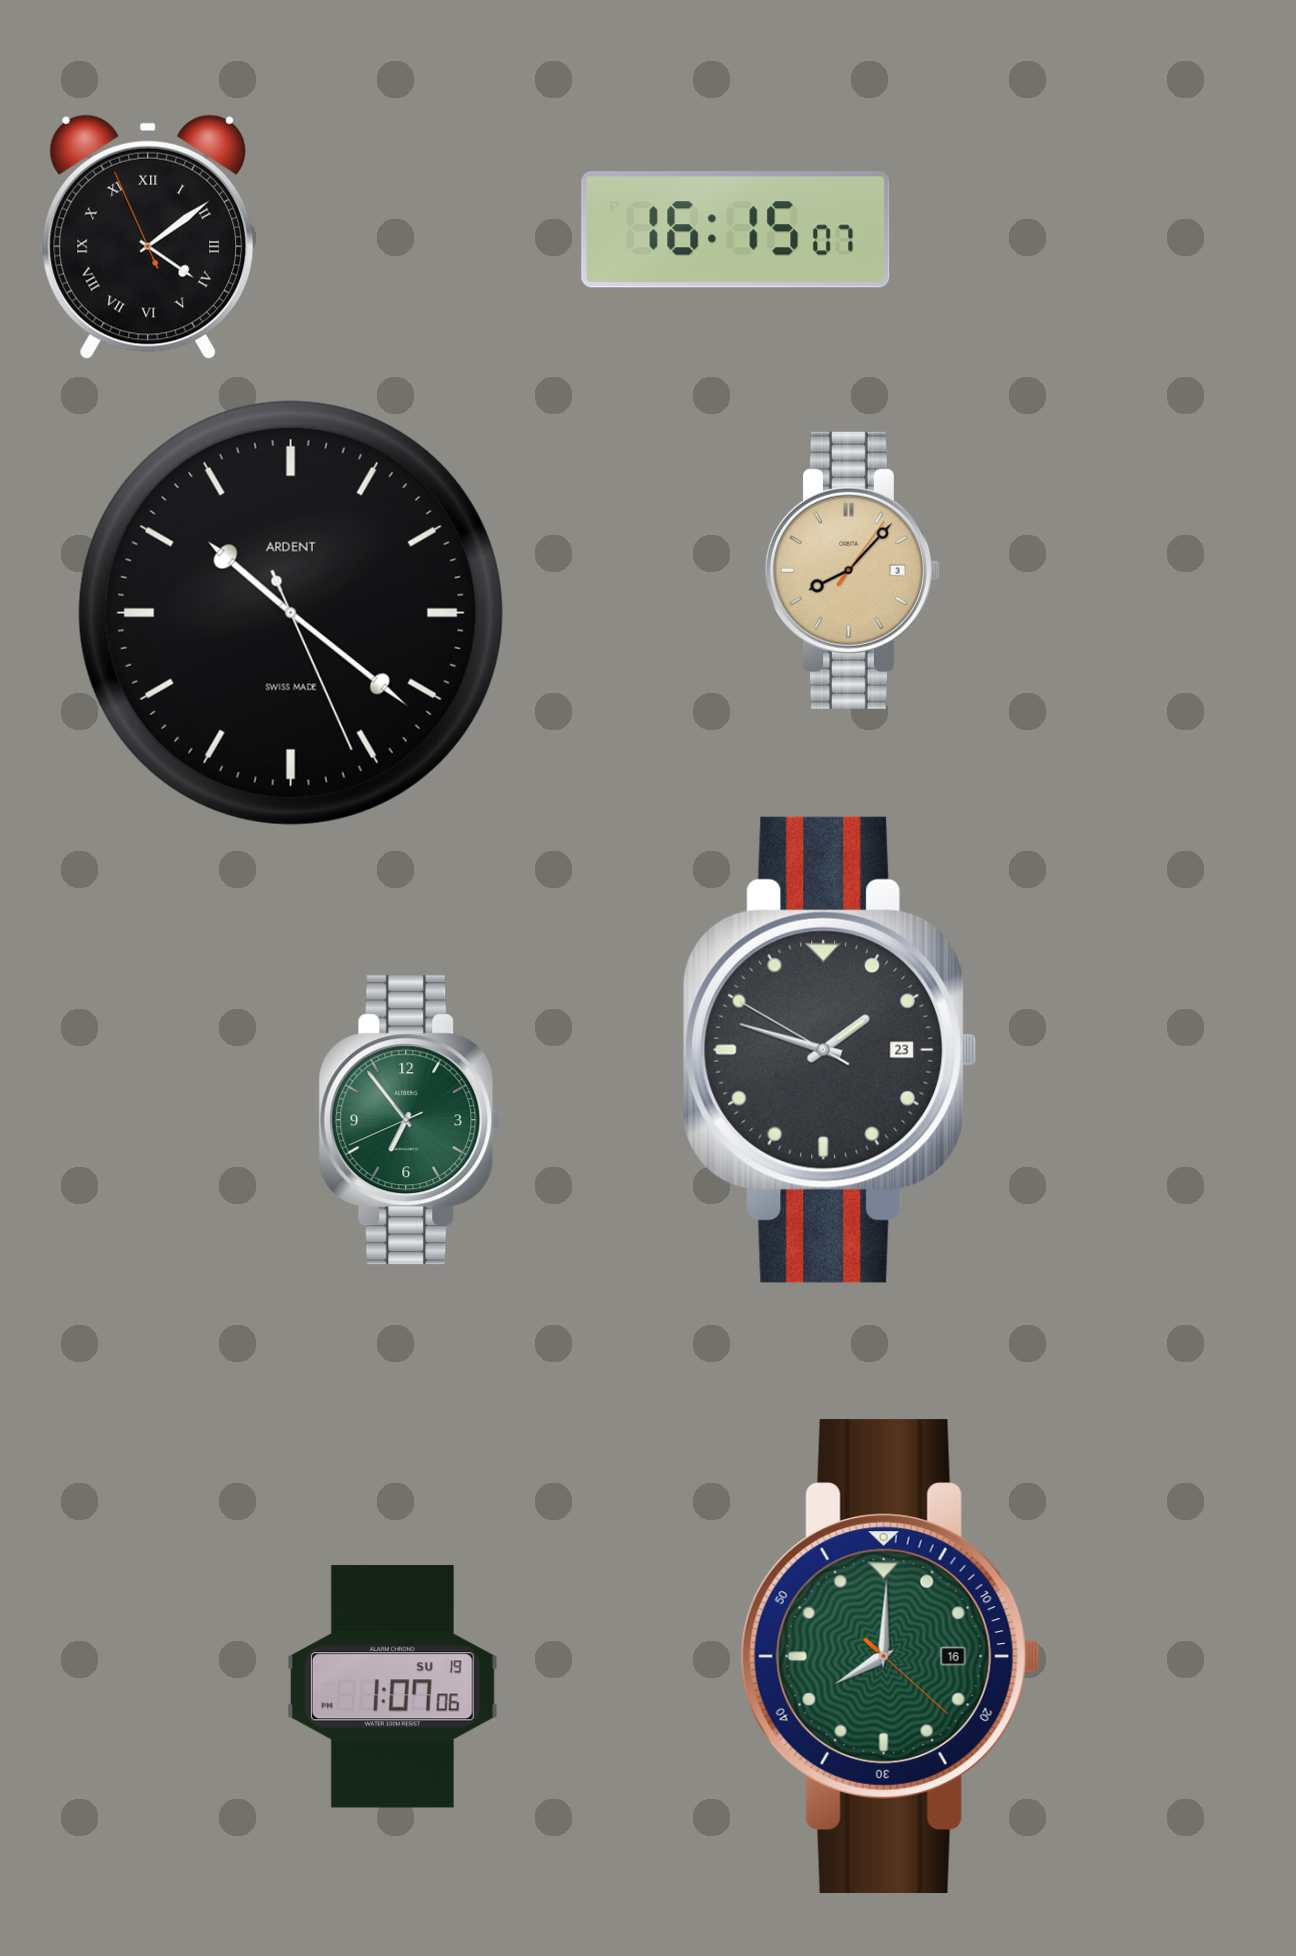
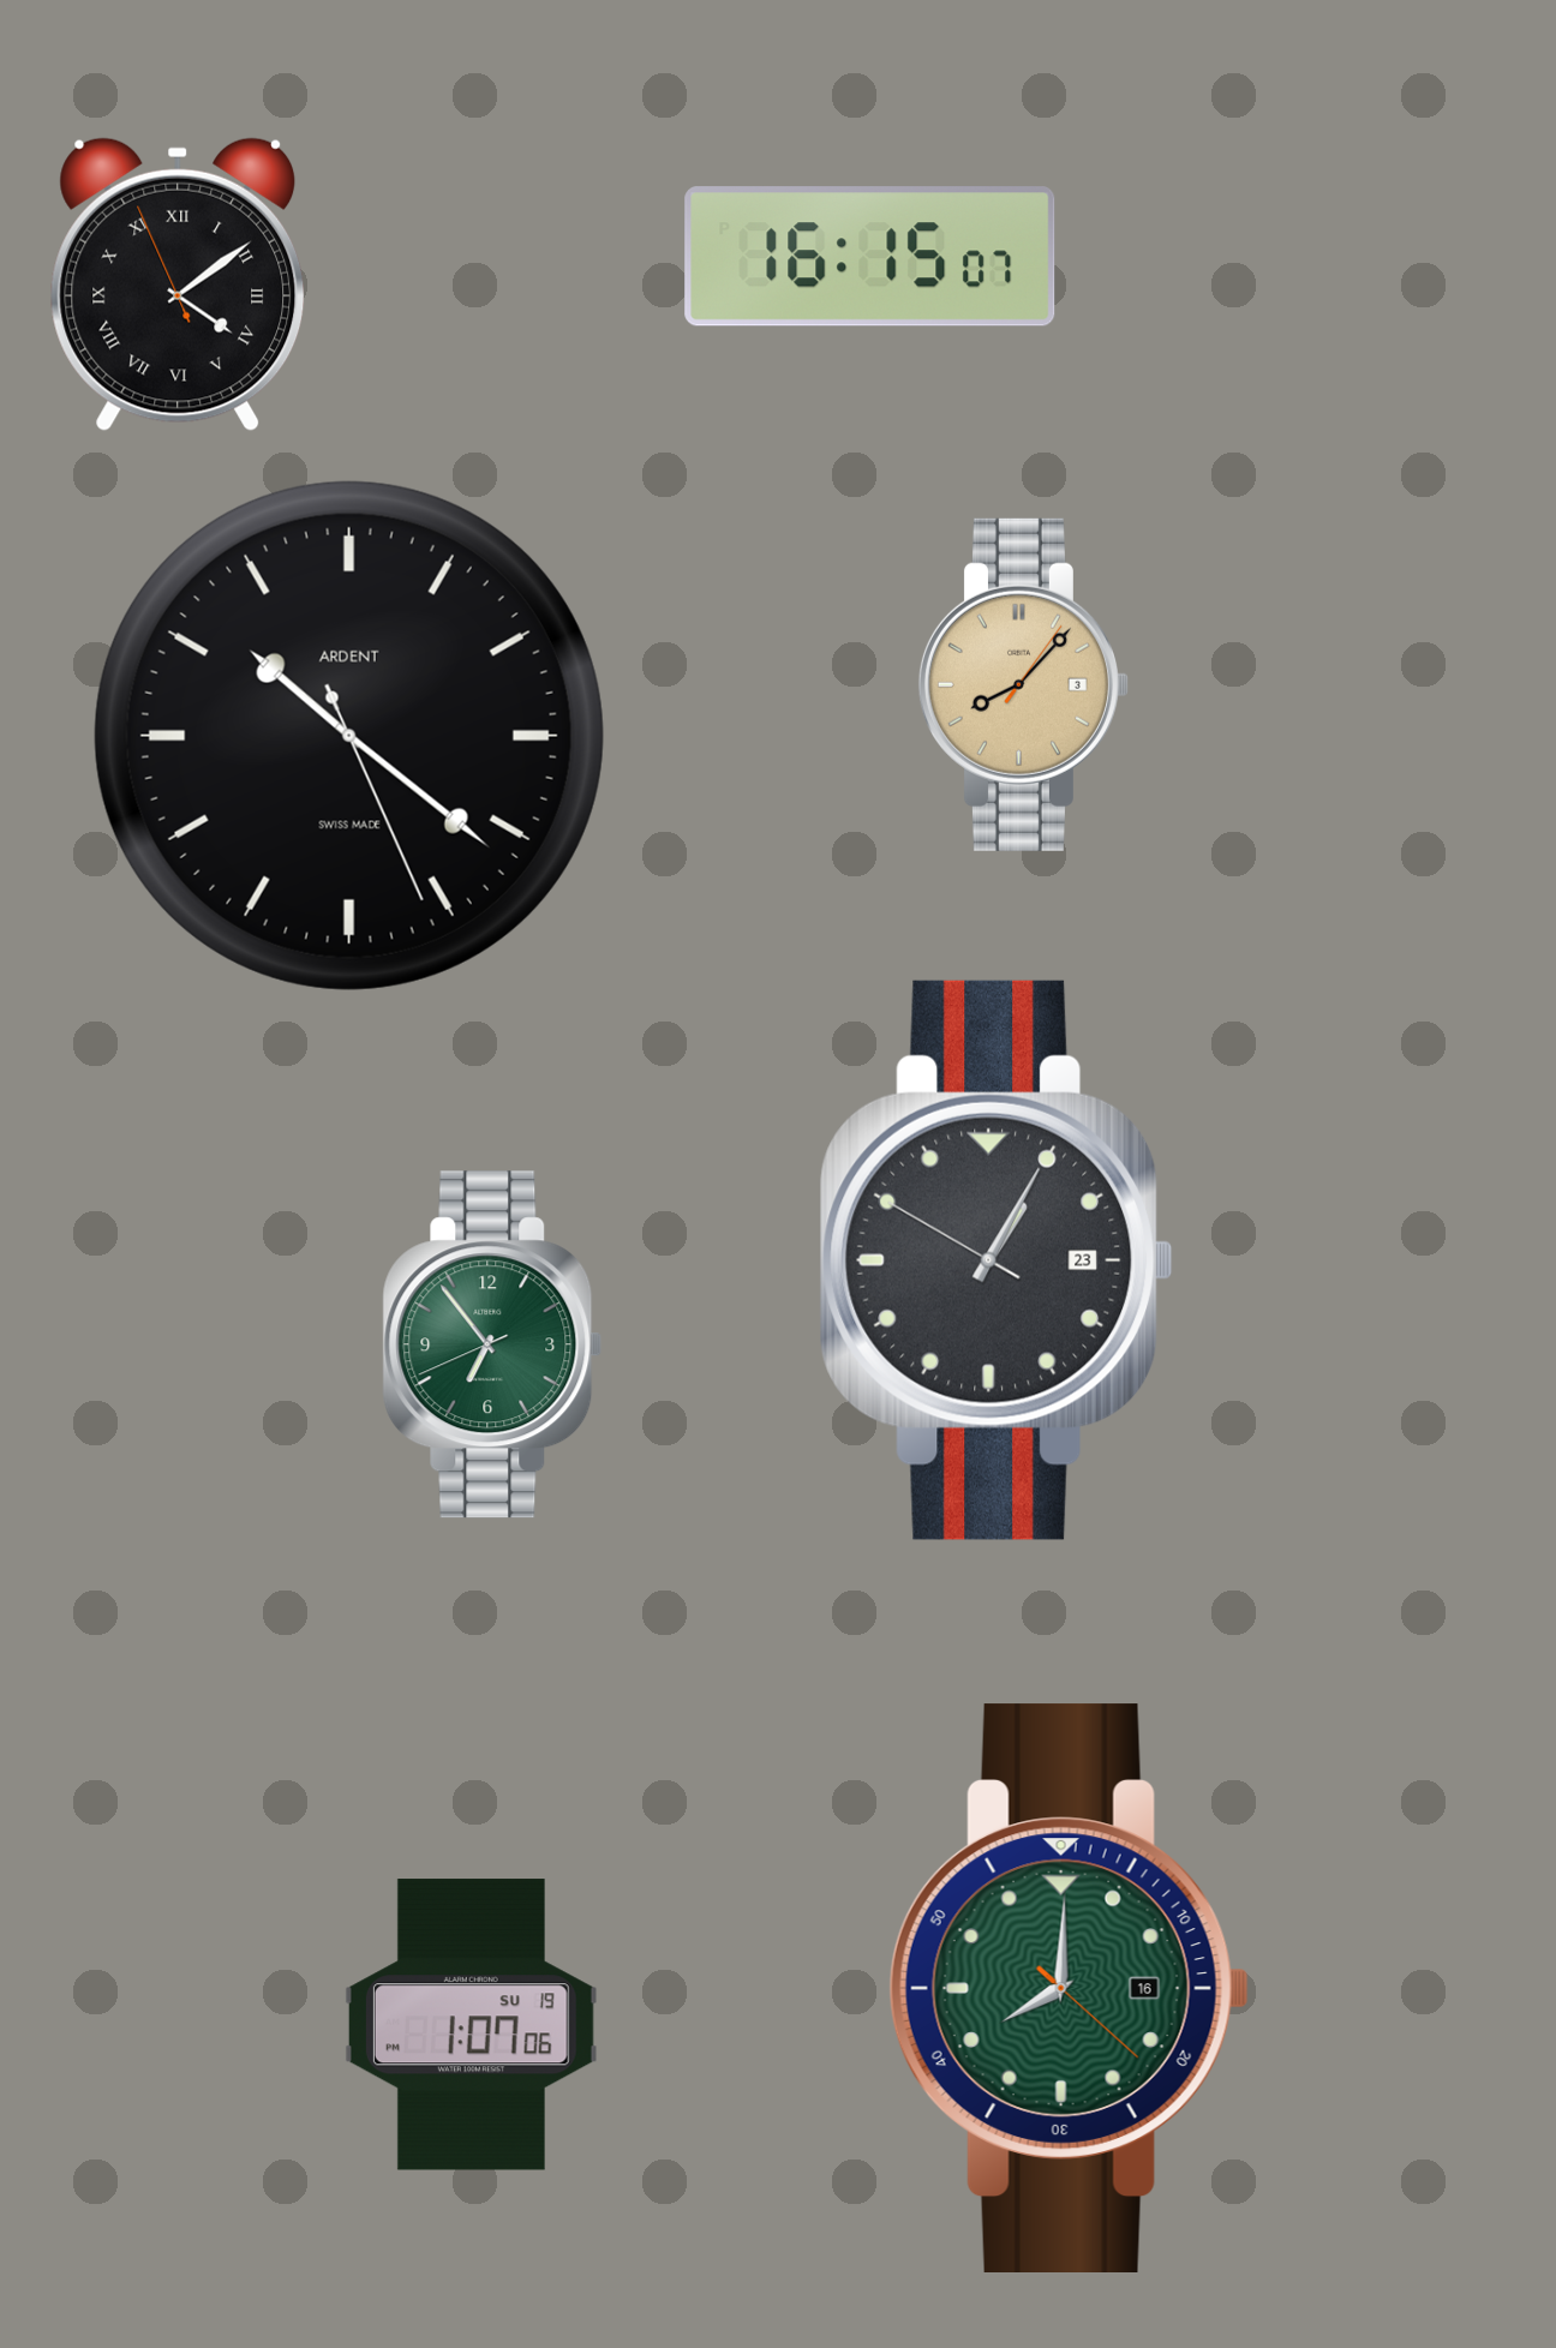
clock at (736, 230) position: (736, 230) -> (870, 257)
clock at (830, 1050): 1:47 -> 1:04
